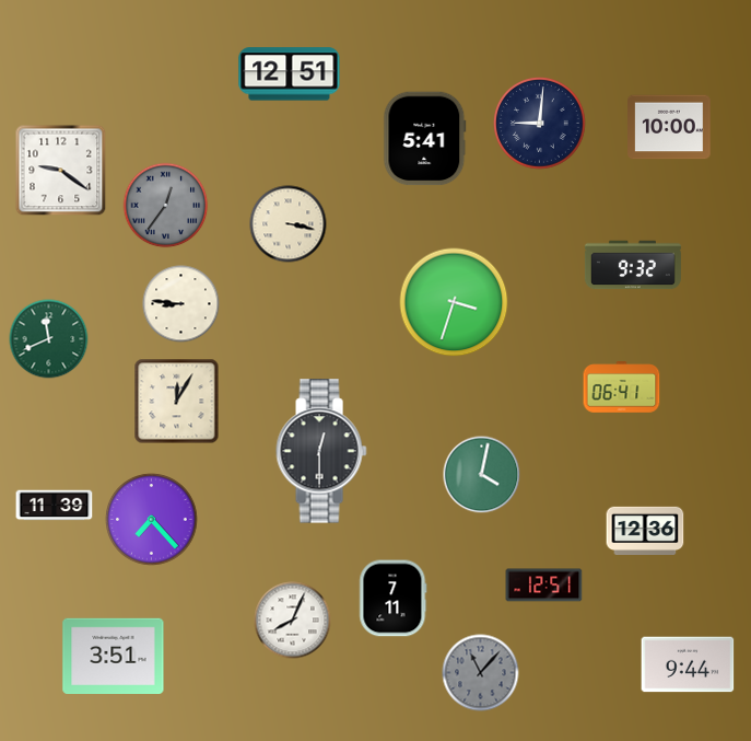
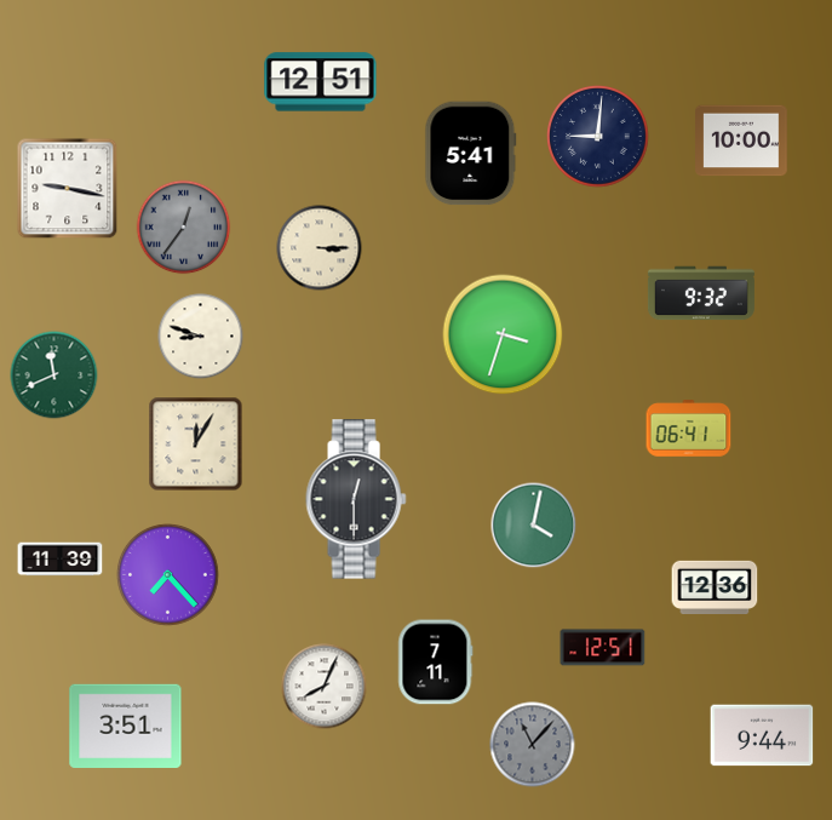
clock at (61, 171): 9:21 -> 9:17
clock at (289, 224): 3:17 -> 3:15
clock at (181, 304): 8:46 -> 8:48
